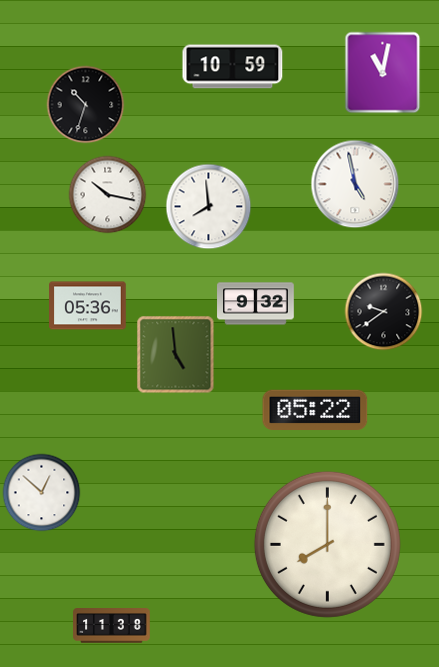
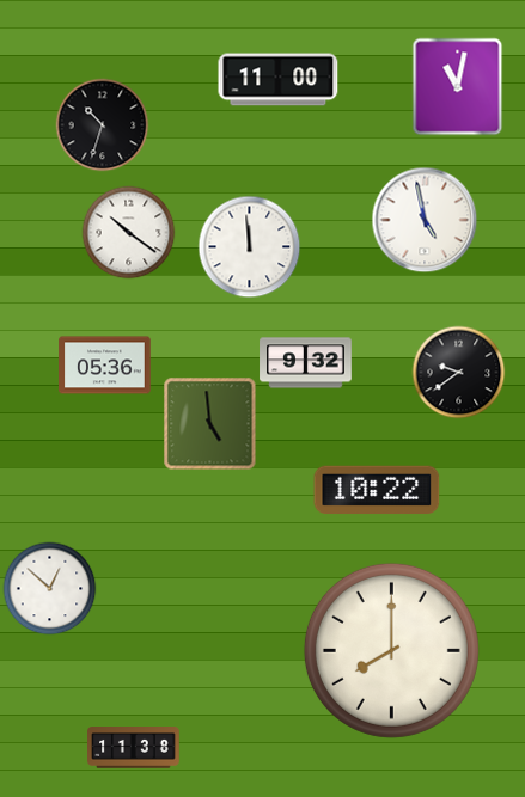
clock at (233, 67): 10:59 -> 11:00
clock at (107, 194): 10:17 -> 10:21
clock at (208, 206): 7:59 -> 11:59
clock at (315, 410): 05:22 -> 10:22
